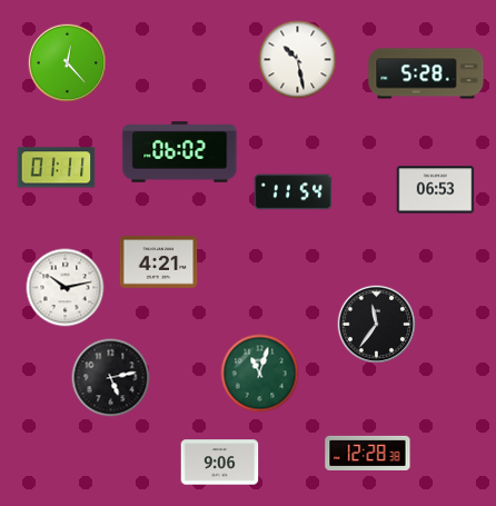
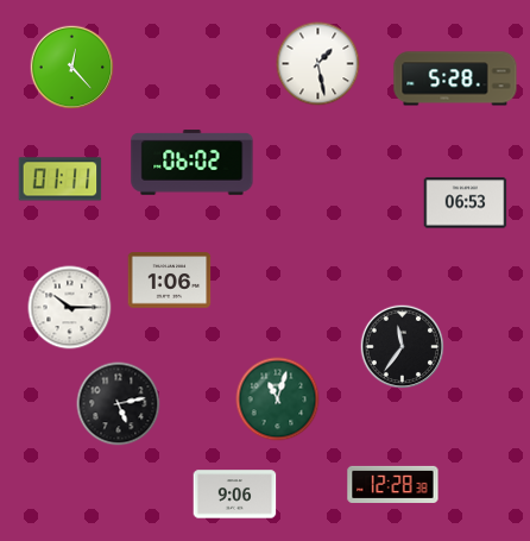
clock at (298, 60): 10:28 -> 1:28
clock at (294, 192): 11:54 -> none
clock at (159, 262): 4:21 -> 1:06
clock at (66, 288): 10:13 -> 10:15
